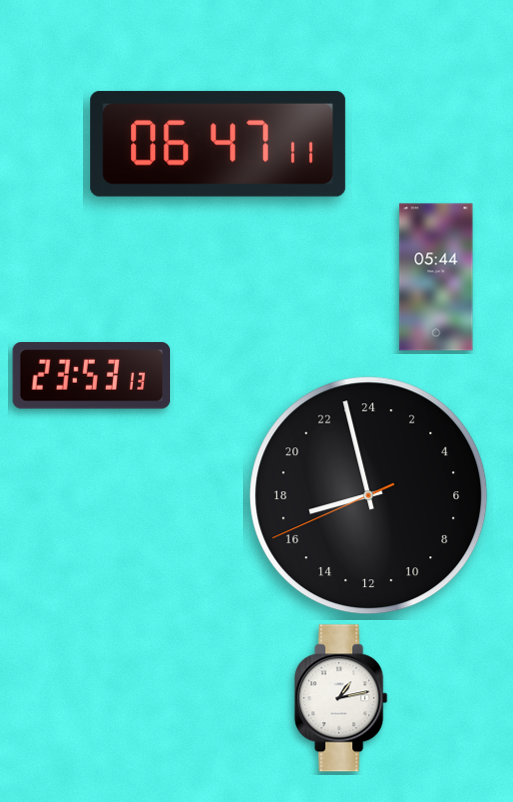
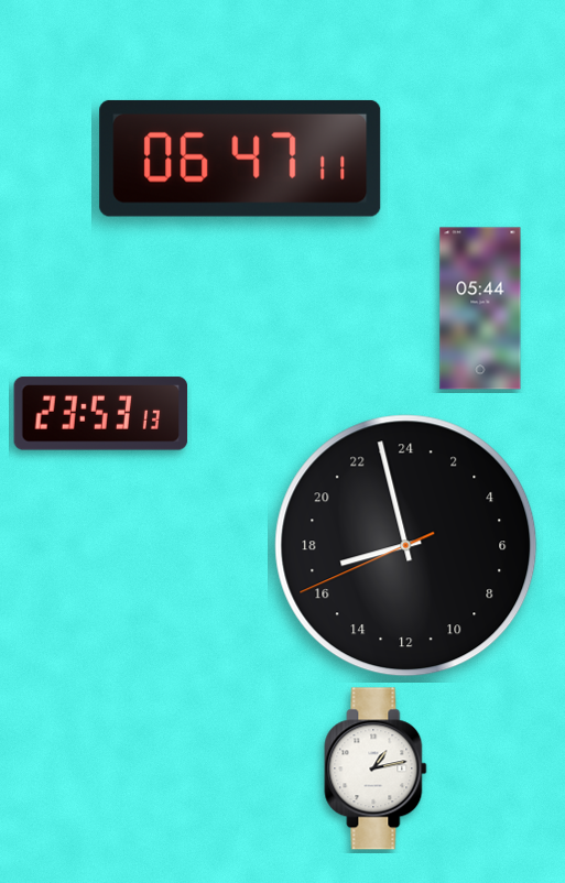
clock at (436, 277) position: (436, 277) -> (480, 308)
